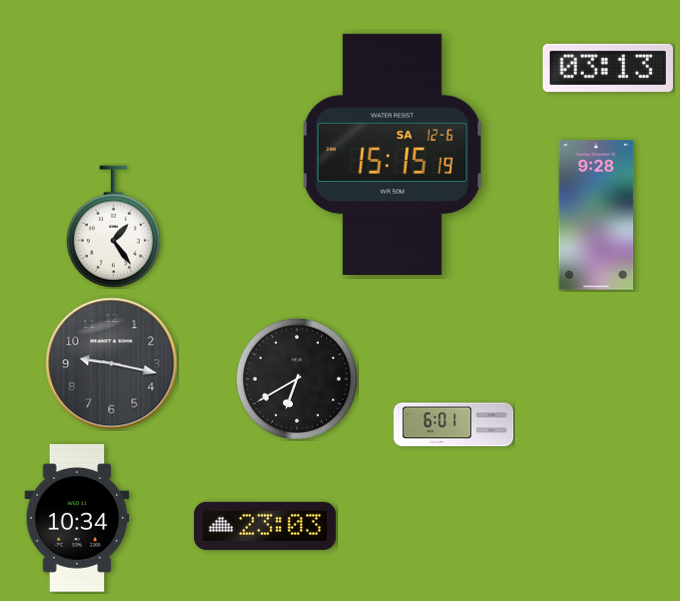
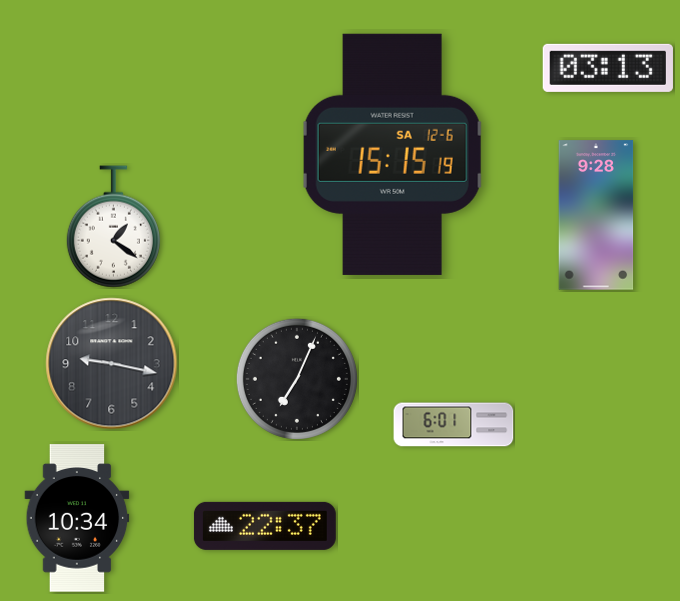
clock at (113, 227): 1:24 -> 1:21
clock at (297, 379): 6:40 -> 7:04
clock at (265, 526): 23:03 -> 22:37
